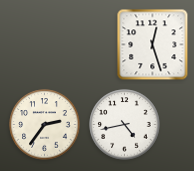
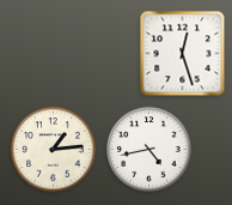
clock at (45, 125): 2:36 -> 1:14
